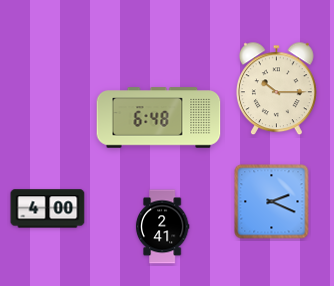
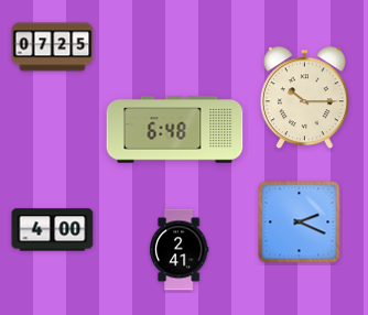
clock at (53, 47): none -> 07:25
